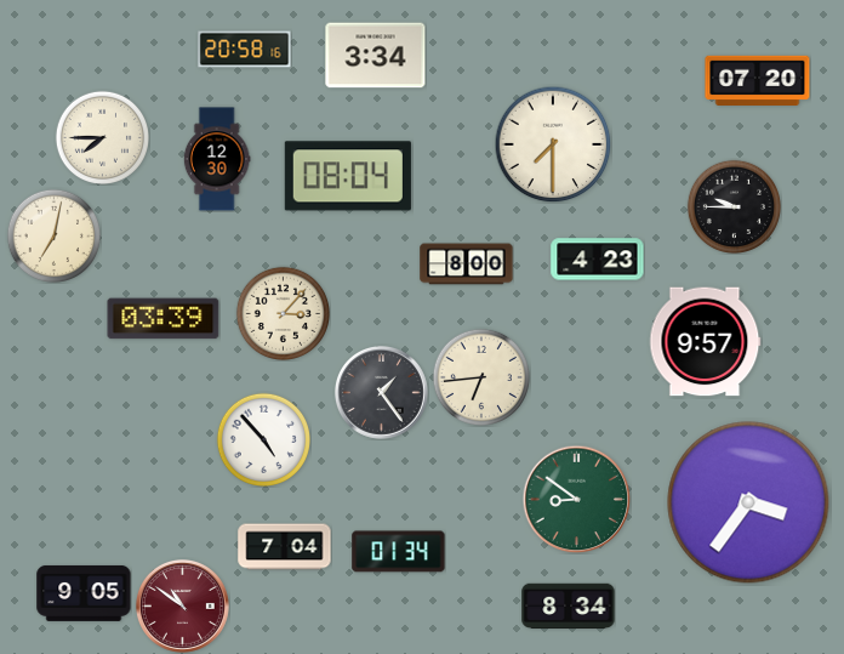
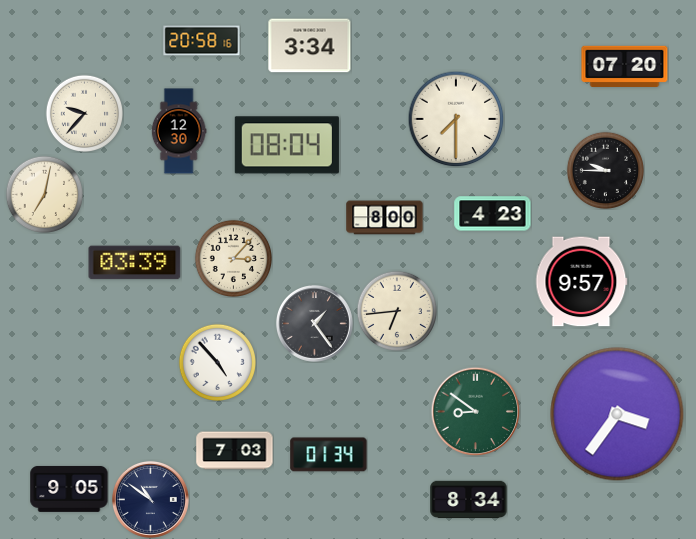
clock at (102, 137): 7:45 -> 9:37
clock at (285, 547): 7:04 -> 7:03
clock at (182, 605) dial: burgundy -> navy
